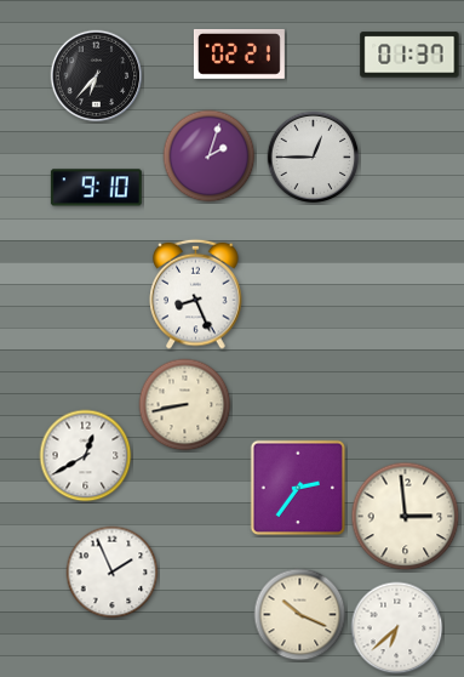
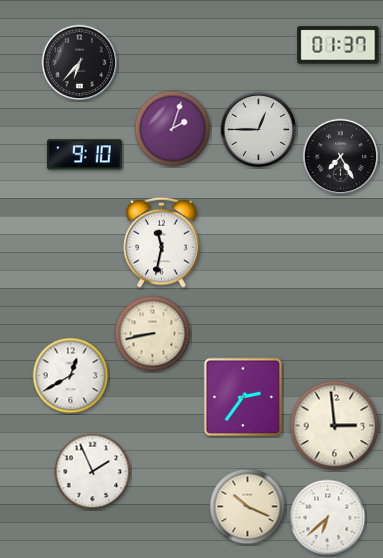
clock at (239, 53): 02:21 -> none
clock at (96, 188) position: (96, 188) -> (84, 155)
clock at (341, 157): none -> 7:25
clock at (196, 294): 8:26 -> 11:32
clock at (298, 488) position: (298, 488) -> (243, 397)
